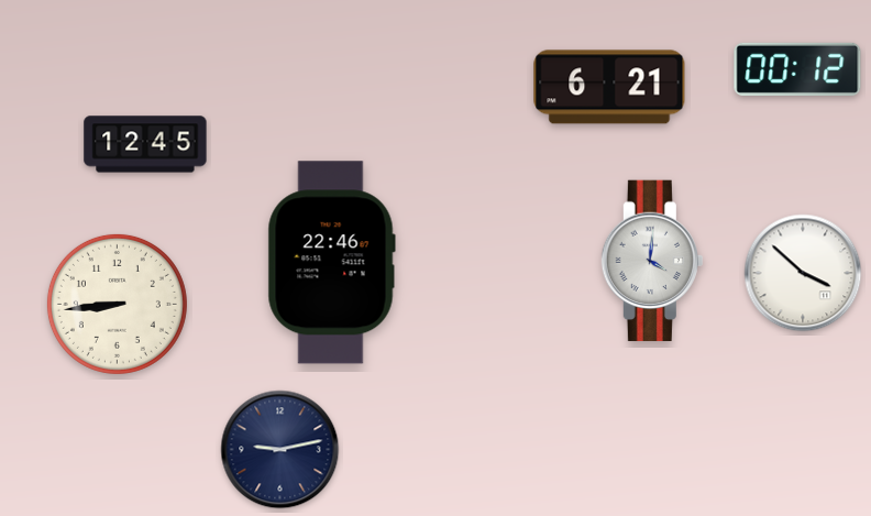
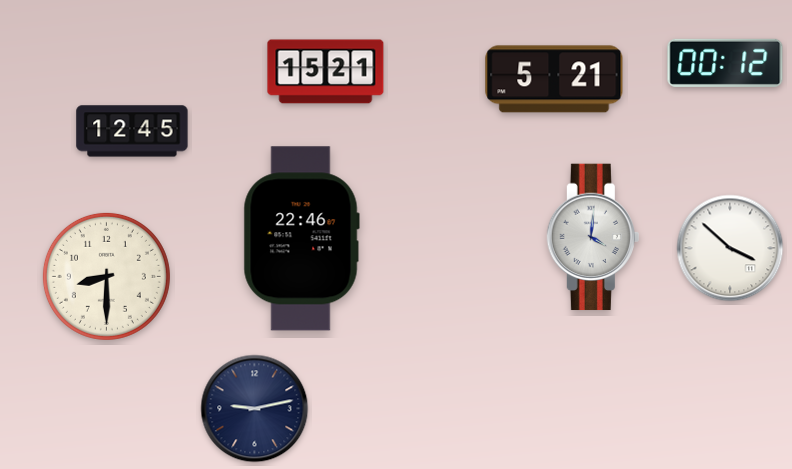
clock at (326, 72): none -> 15:21
clock at (609, 87): 6:21 -> 5:21
clock at (117, 304): 8:44 -> 8:30
